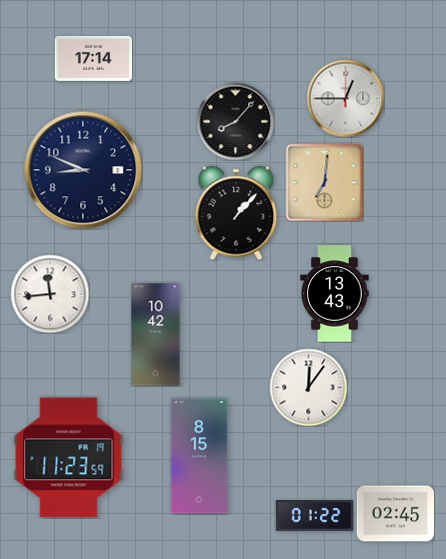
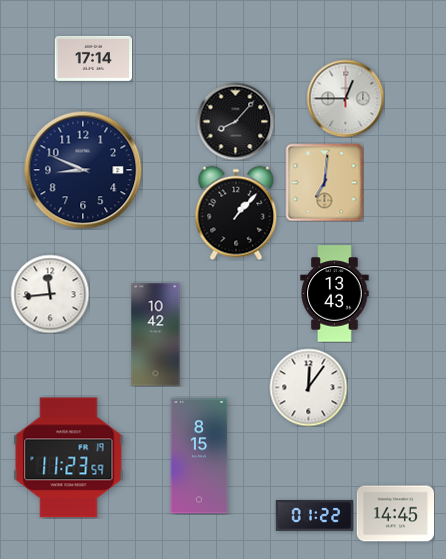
clock at (395, 514): 02:45 -> 14:45
